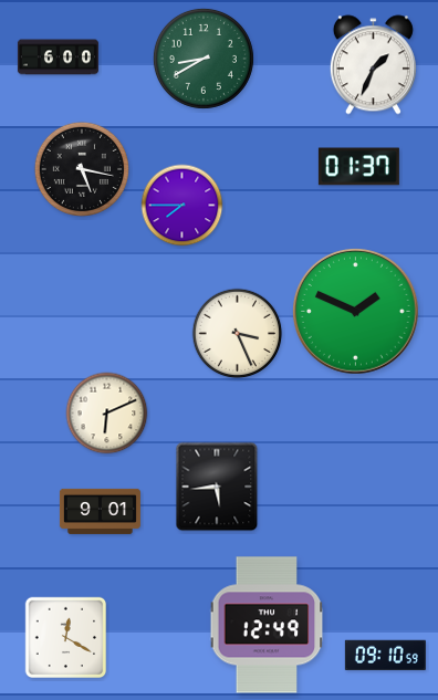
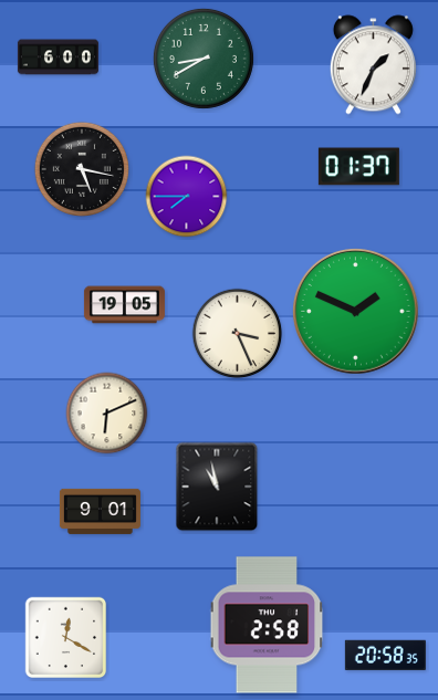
clock at (182, 206) position: (182, 206) -> (187, 197)
clock at (124, 305): none -> 19:05
clock at (217, 487): 5:44 -> 10:58
clock at (267, 625): 12:49 -> 2:58
clock at (385, 655): 09:10 -> 20:58
